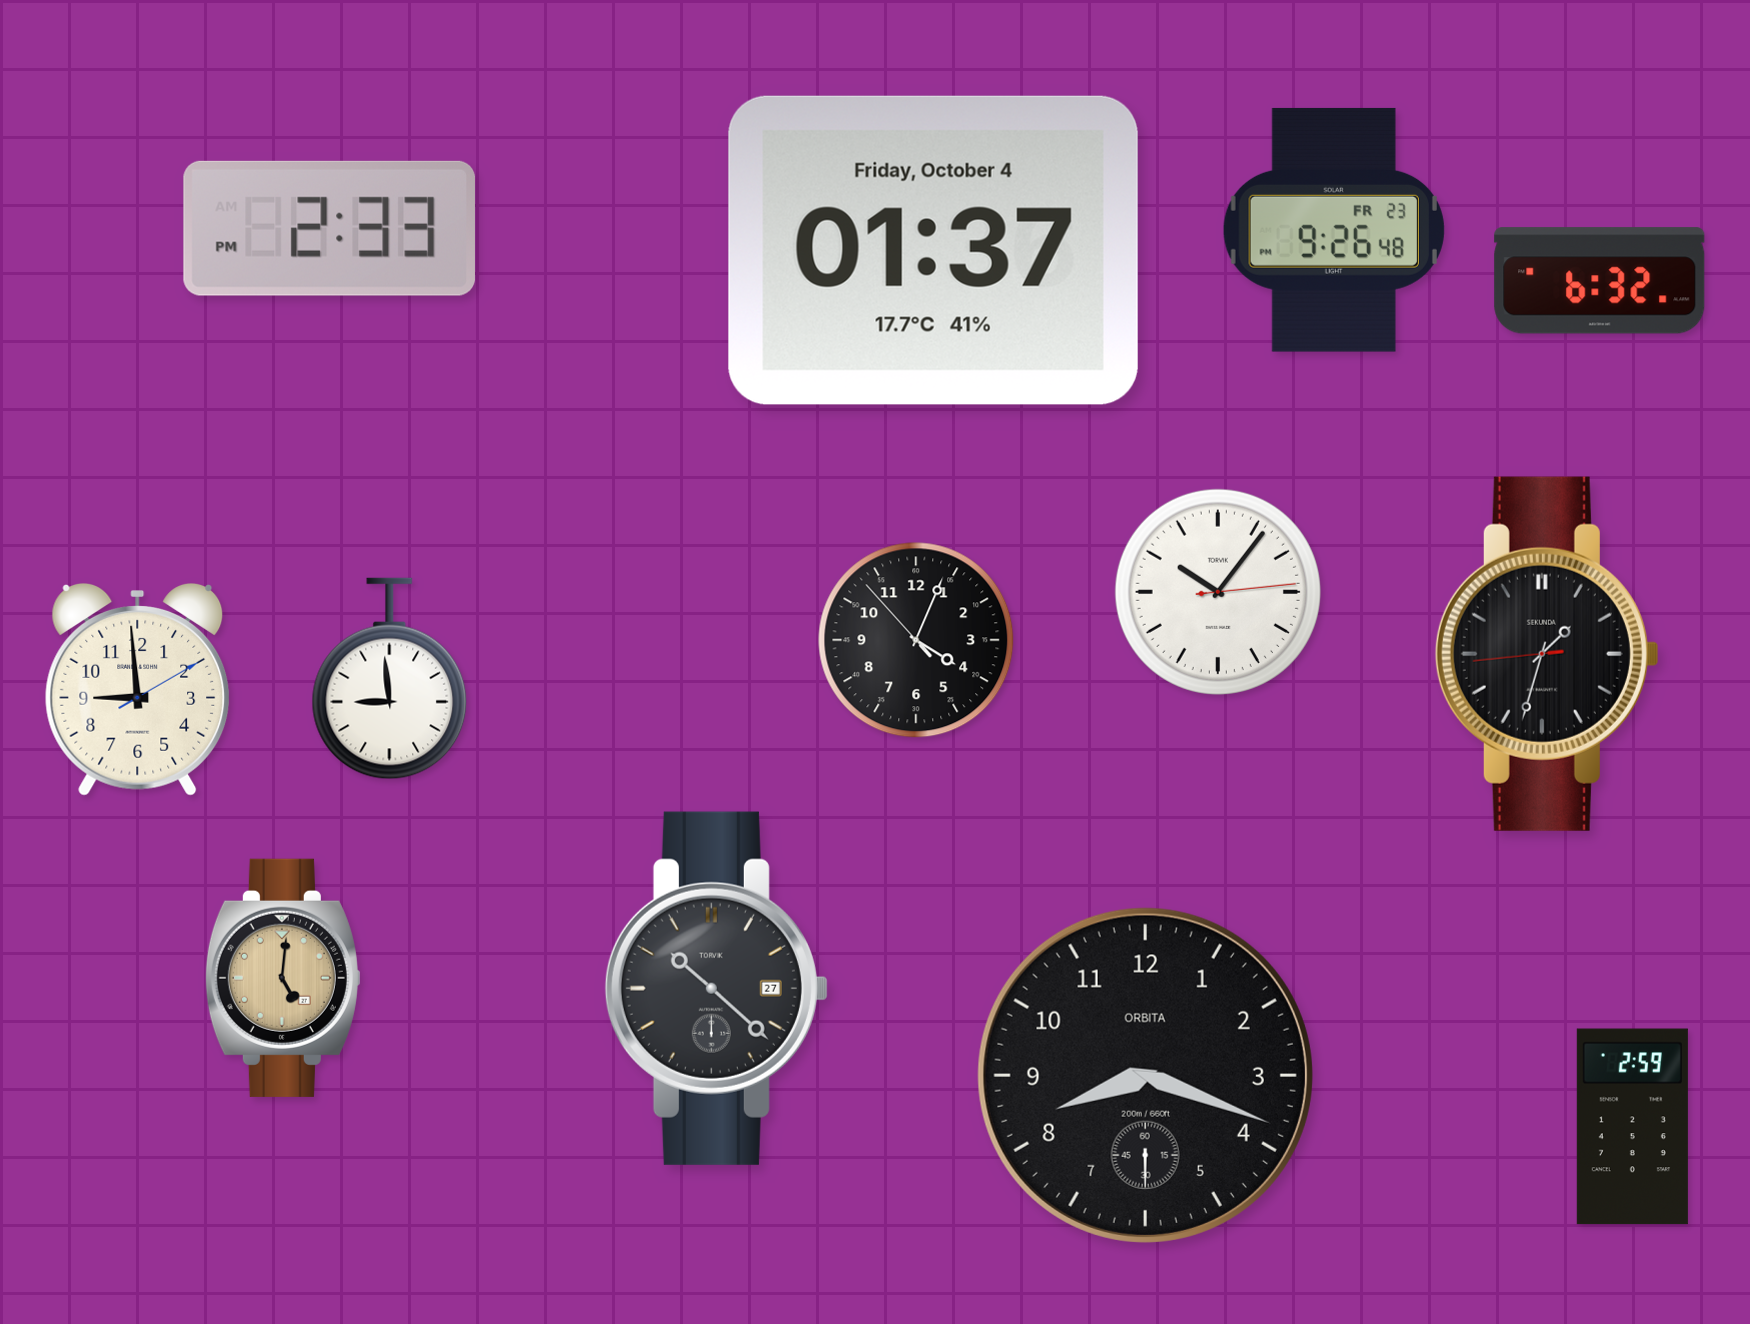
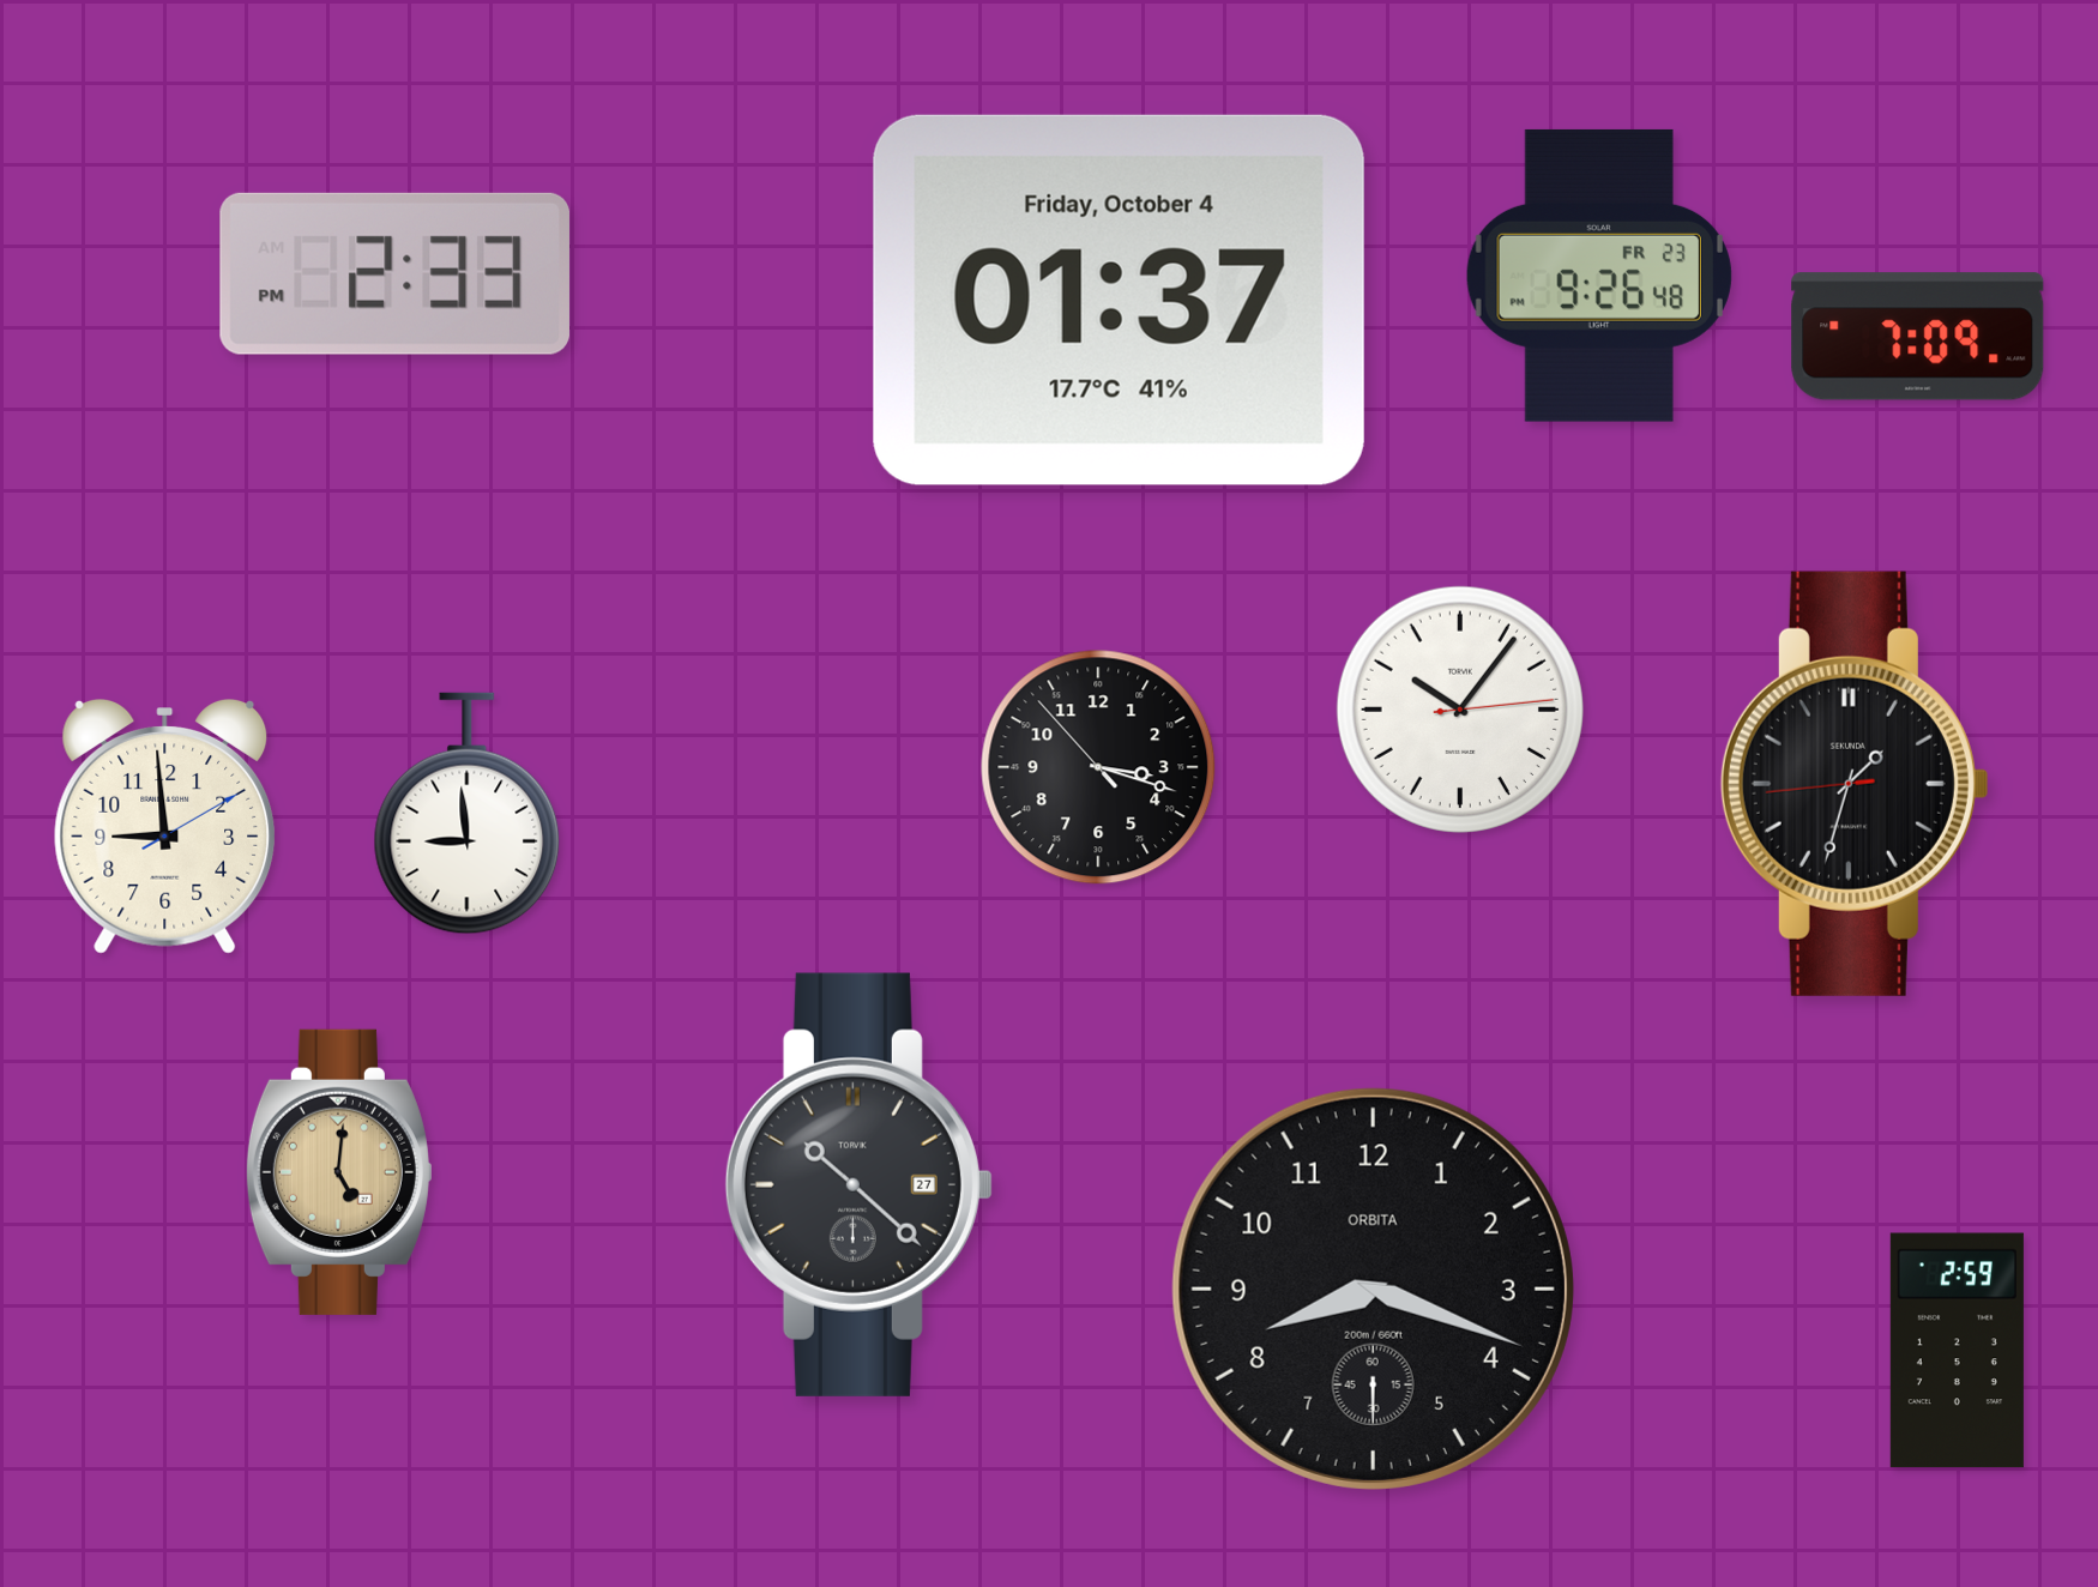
clock at (1600, 281): 6:32 -> 7:09
clock at (916, 640): 4:03 -> 3:17
